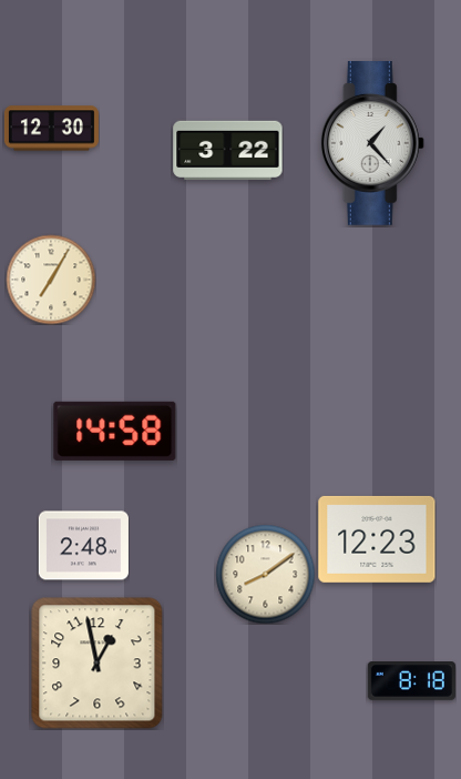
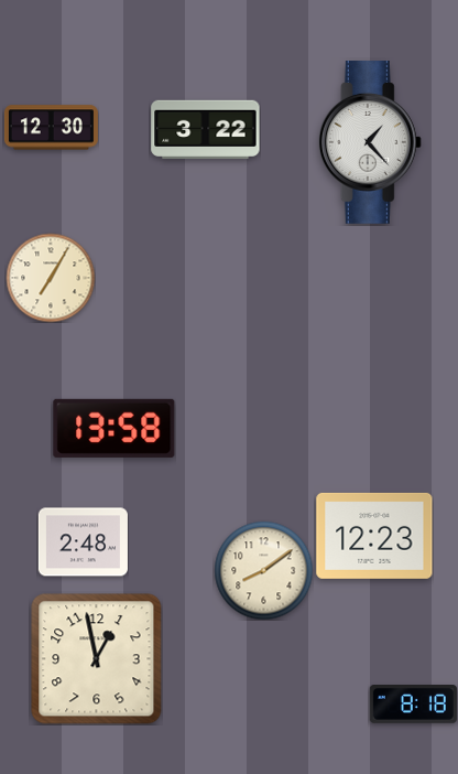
clock at (228, 150) position: (228, 150) -> (206, 129)
clock at (115, 431): 14:58 -> 13:58
clock at (411, 681) position: (411, 681) -> (413, 705)
